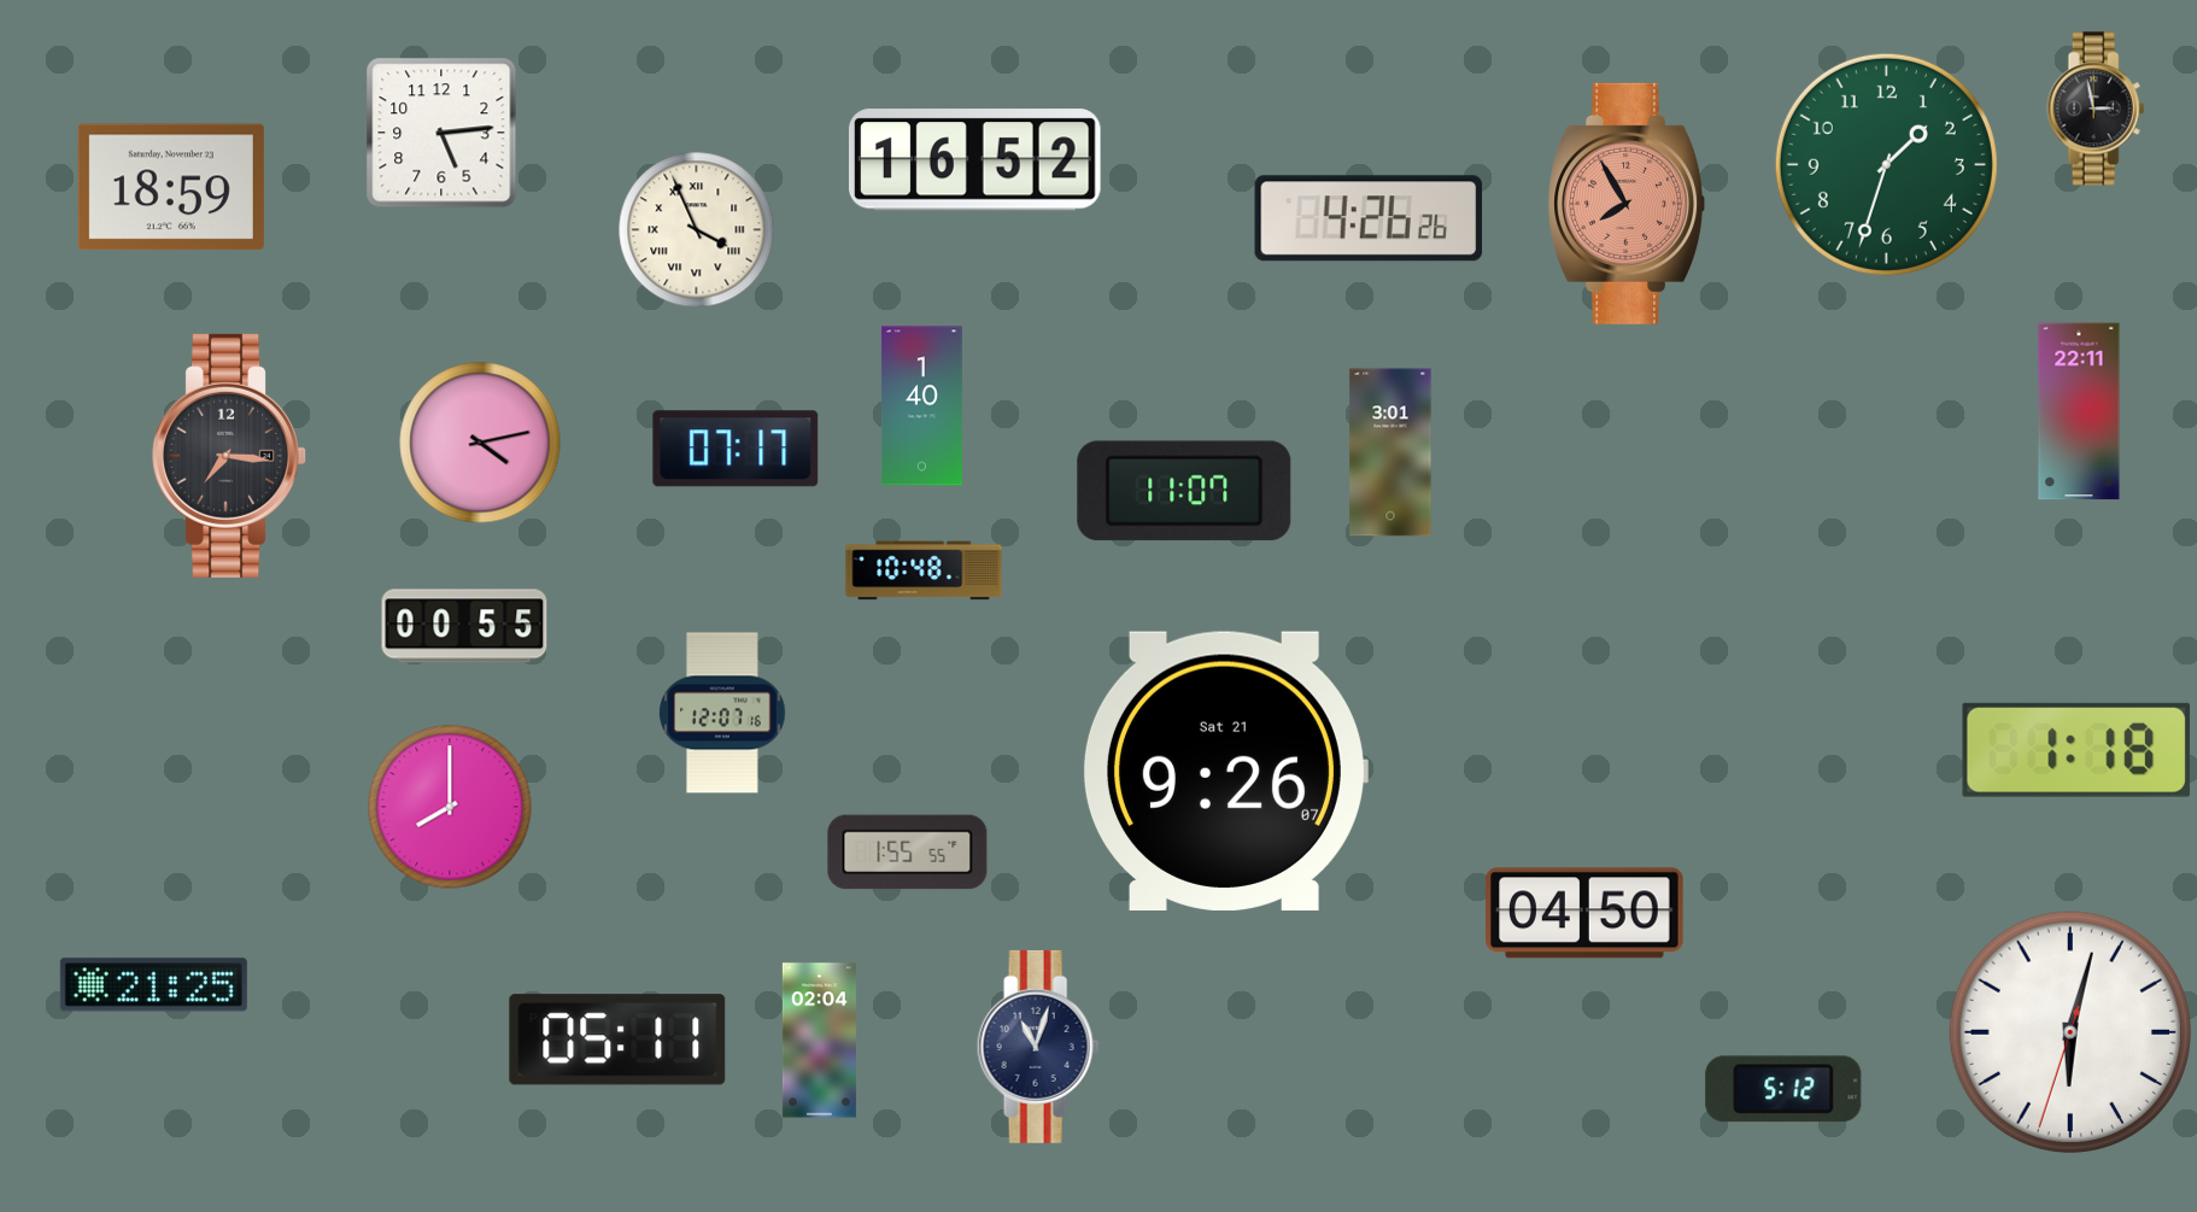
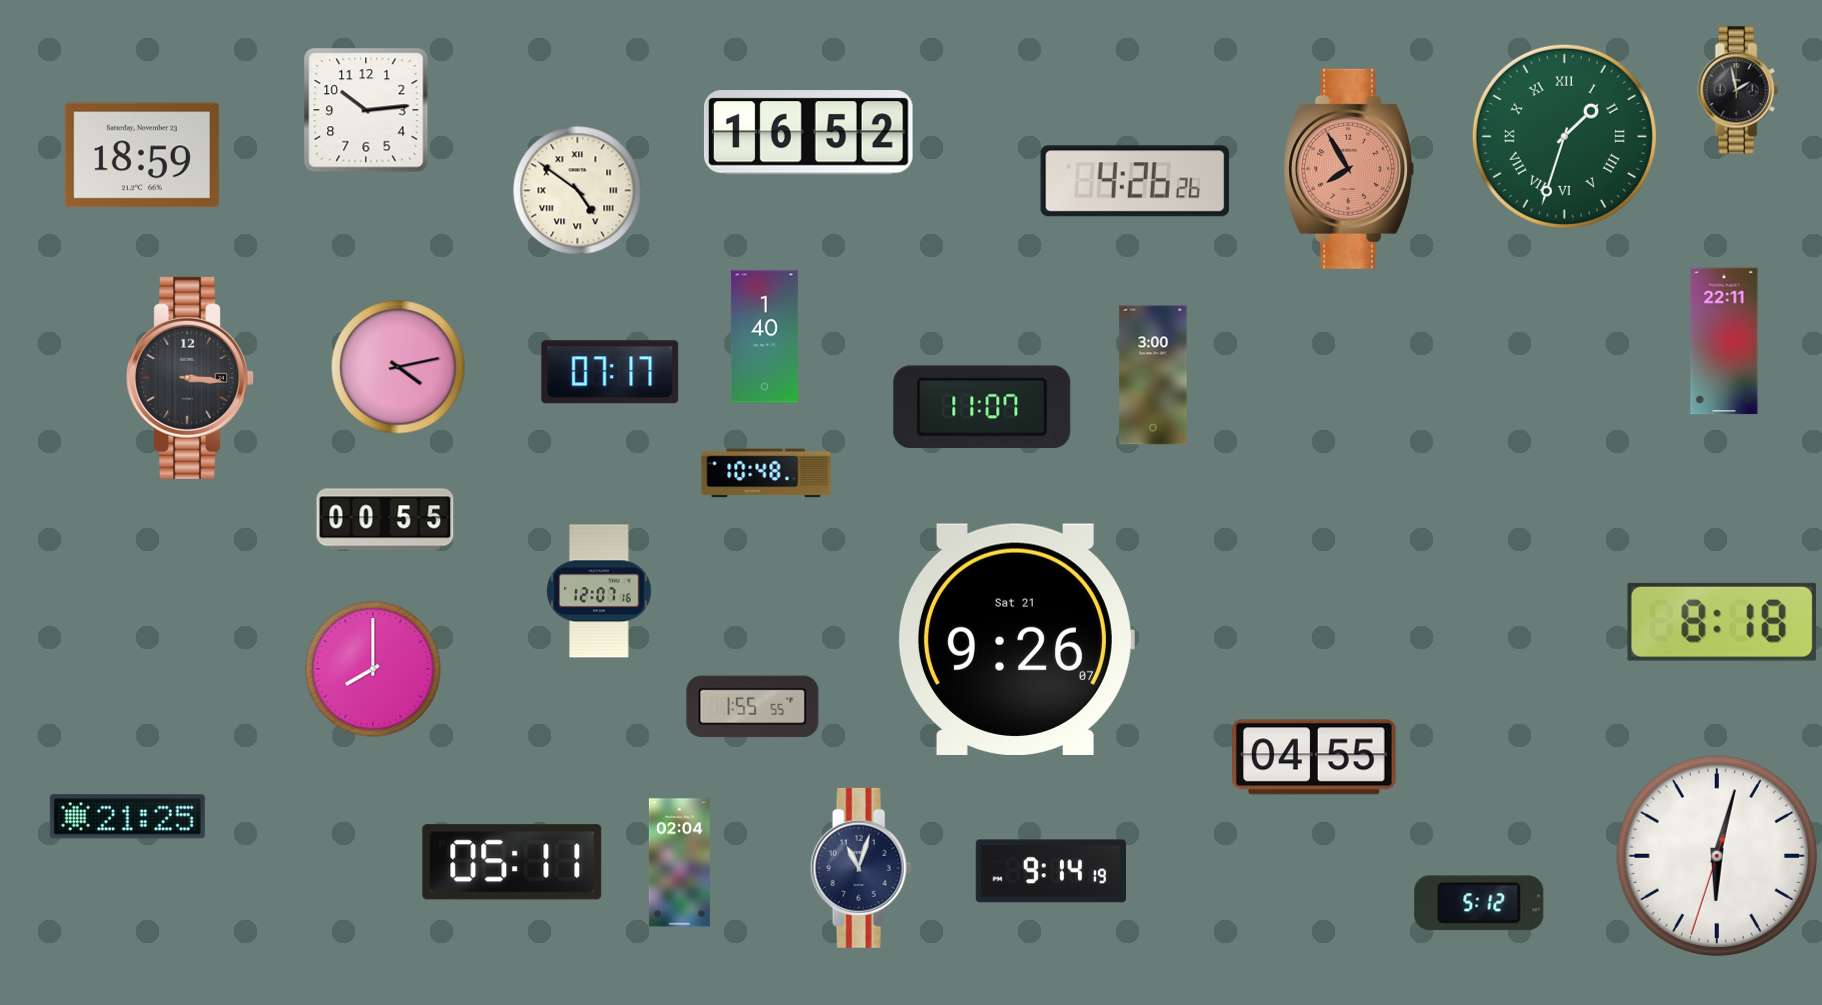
clock at (2096, 109): 2:58 -> 1:58
clock at (441, 133): 5:14 -> 10:14
clock at (1886, 164) numerals: Arabic -> Roman
clock at (697, 230): 3:56 -> 4:51
clock at (1390, 452): 3:01 -> 3:00
clock at (229, 456): 7:16 -> 3:16
clock at (2076, 750): 1:18 -> 8:18
clock at (1584, 913): 04:50 -> 04:55
clock at (1051, 871): none -> 9:14
